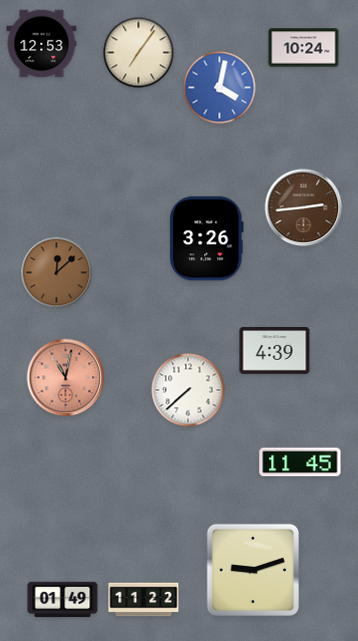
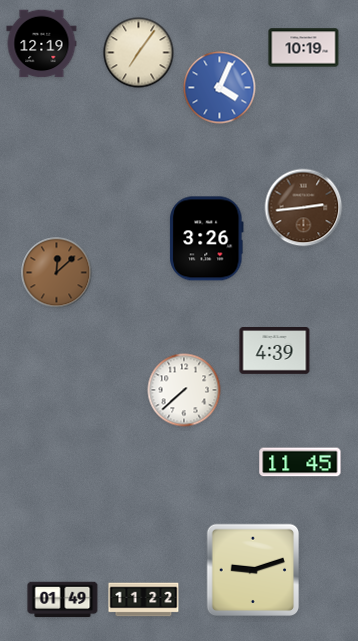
clock at (42, 44): 12:53 -> 12:19
clock at (304, 48): 10:24 -> 10:19
clock at (220, 88): 4:02 -> 4:04
clock at (66, 378): 11:02 -> none
clock at (188, 390) position: (188, 390) -> (184, 390)
